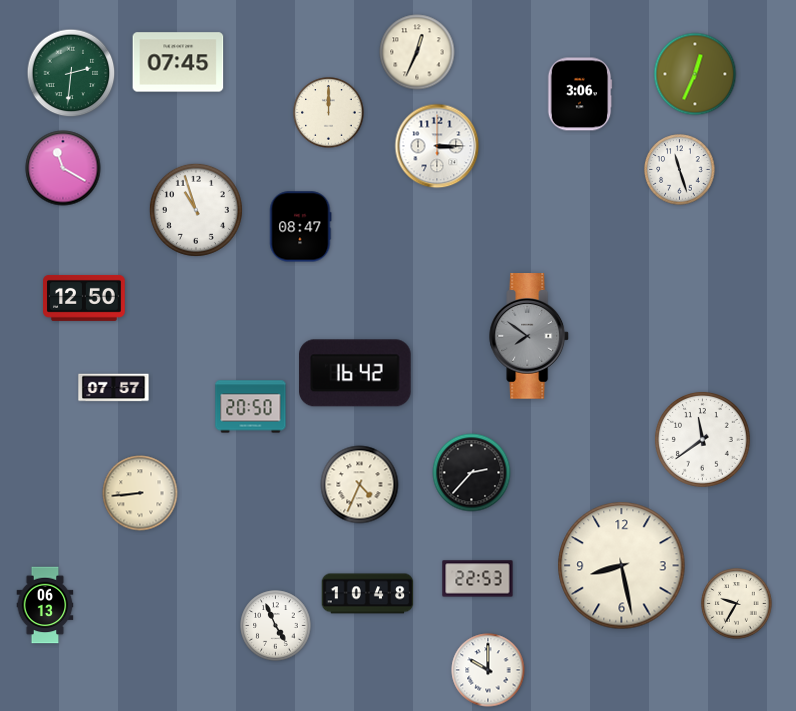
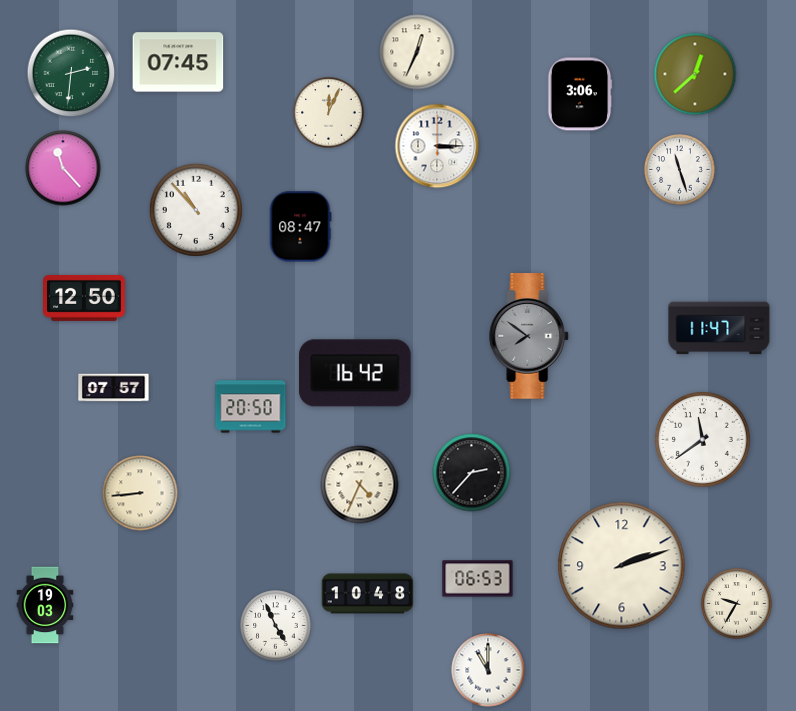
clock at (695, 74): 12:34 -> 12:38
clock at (329, 113): 12:00 -> 12:04
clock at (63, 168): 11:20 -> 11:23
clock at (196, 210): 10:57 -> 10:53
clock at (719, 328): none -> 11:47
clock at (622, 566): 8:28 -> 2:12
clock at (478, 579): 22:53 -> 06:53
clock at (45, 605): 06:13 -> 19:03
clock at (488, 670): 10:00 -> 11:00
